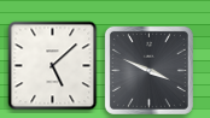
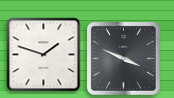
clock at (53, 66): 5:08 -> 1:48
